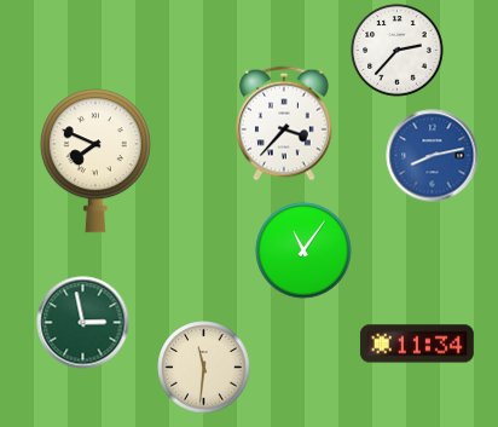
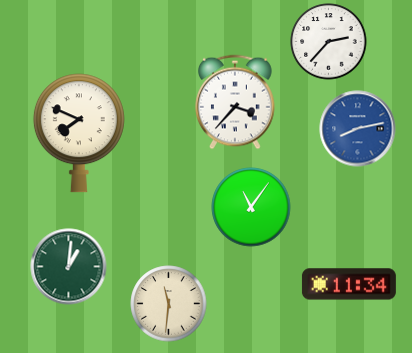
clock at (83, 323): 2:58 -> 1:01
clock at (417, 344) position: (417, 344) -> (349, 284)
